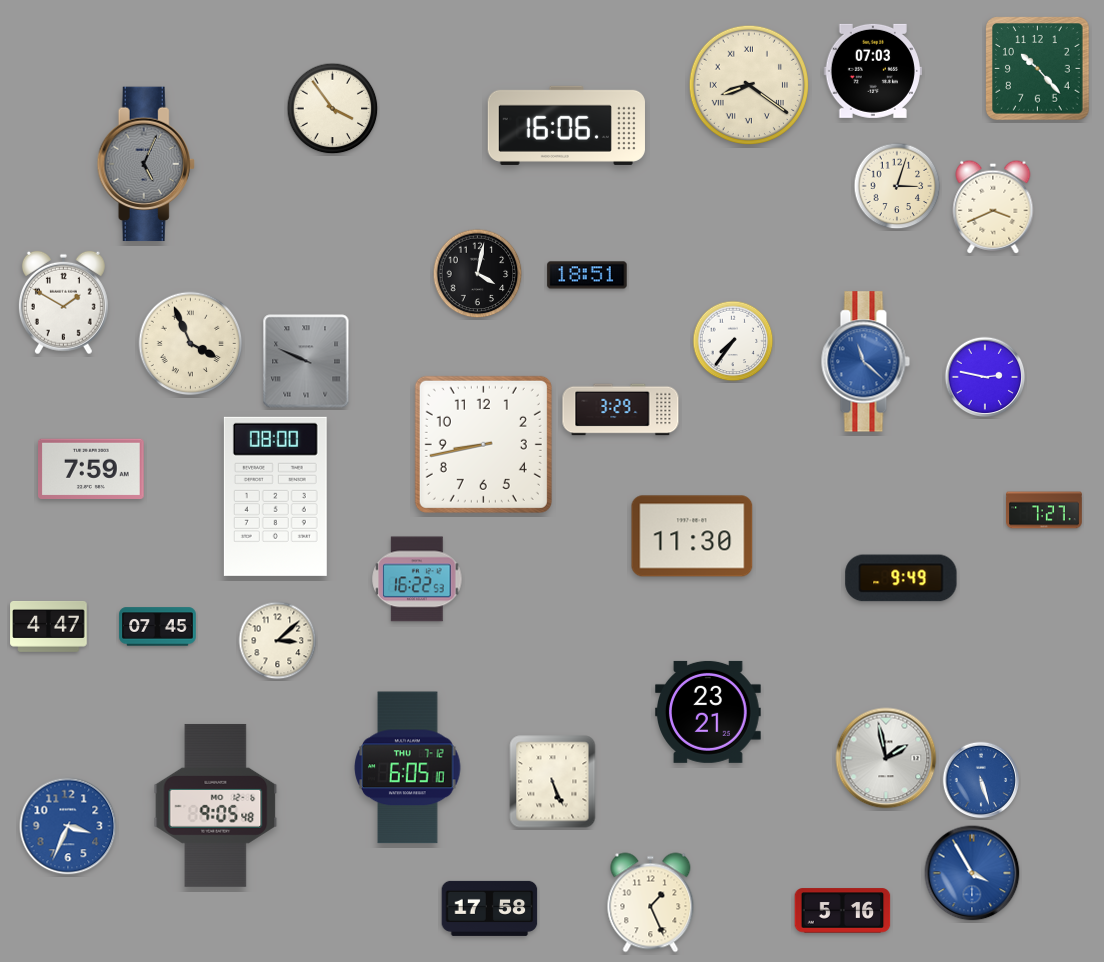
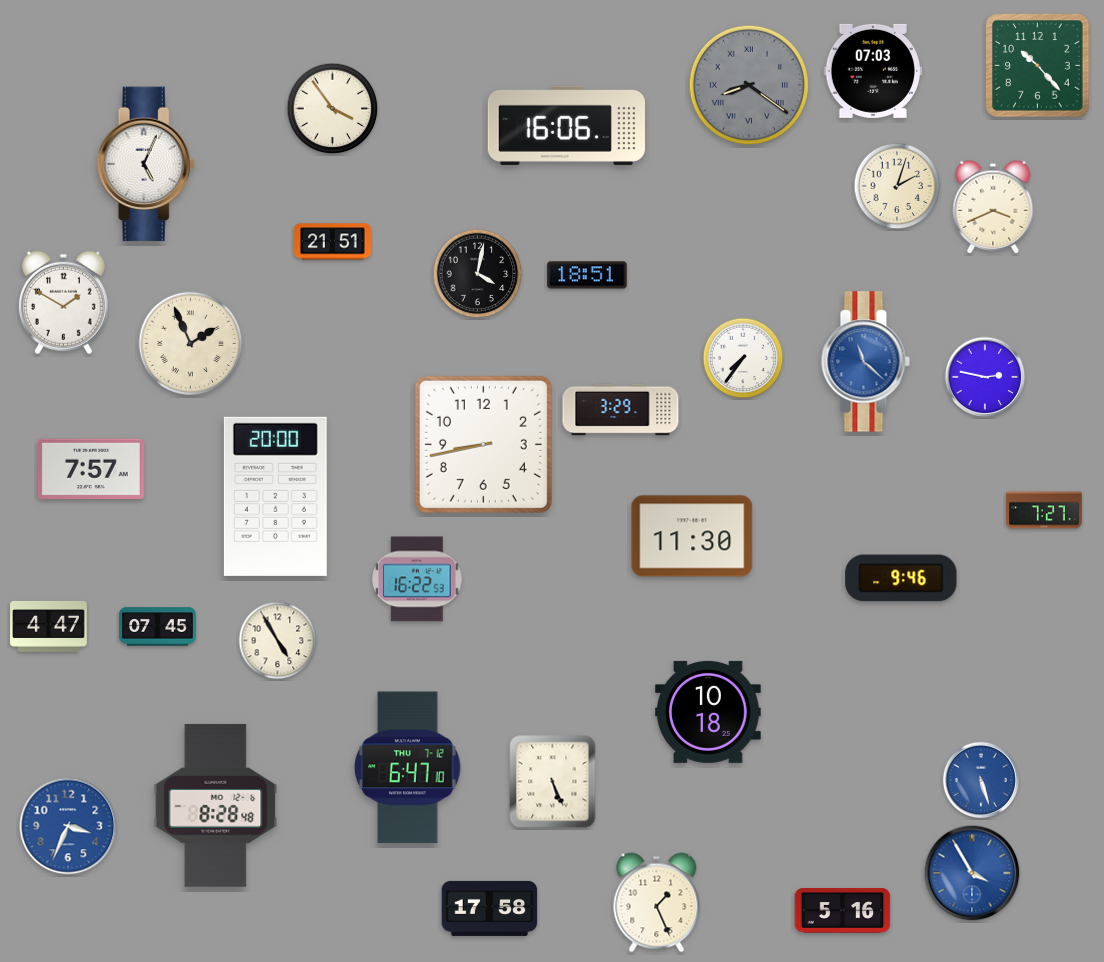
clock at (1038, 69) position: (1038, 69) -> (1038, 66)
clock at (748, 84) dial: cream -> grey
clock at (146, 164) dial: grey -> white
clock at (897, 186): 3:03 -> 2:03
clock at (333, 242): none -> 21:51
clock at (733, 341) position: (733, 341) -> (743, 358)
clock at (191, 344): 3:56 -> 1:56
clock at (306, 361): 9:49 -> none
clock at (92, 469): 7:59 -> 7:57
clock at (275, 496): 08:00 -> 20:00
clock at (901, 578): 9:49 -> 9:46
clock at (278, 641): 3:08 -> 4:55
clock at (709, 712): 23:21 -> 10:18
clock at (886, 758): 1:58 -> none
clock at (408, 768): 6:05 -> 6:47
clock at (216, 805): 9:05 -> 8:28
clock at (651, 903) position: (651, 903) -> (657, 903)
